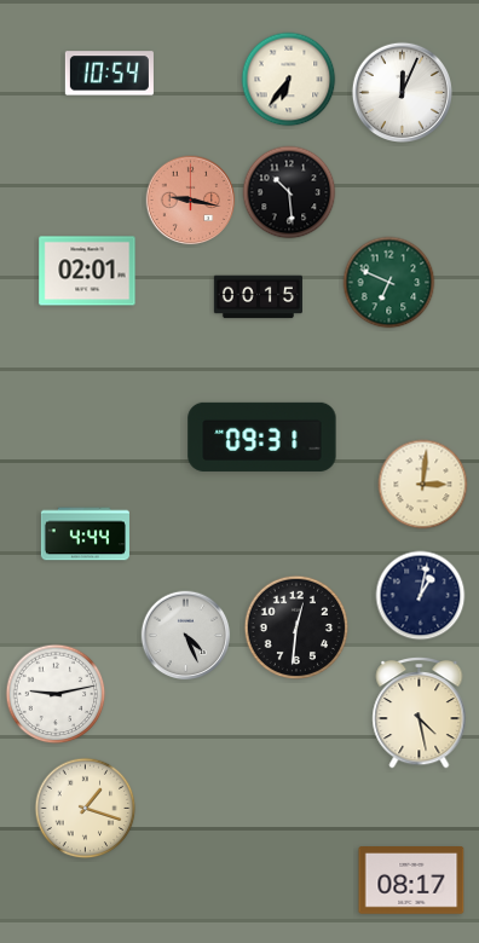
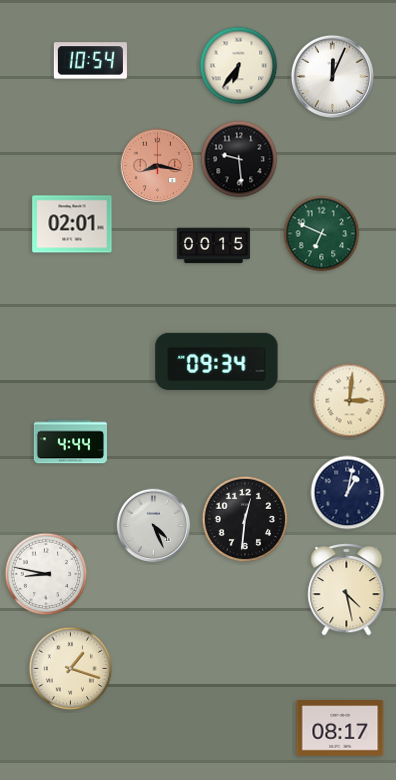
clock at (289, 192): 10:29 -> 9:29
clock at (191, 201): 9:17 -> 8:17
clock at (262, 436): 09:31 -> 09:34
clock at (56, 694): 9:13 -> 8:47
